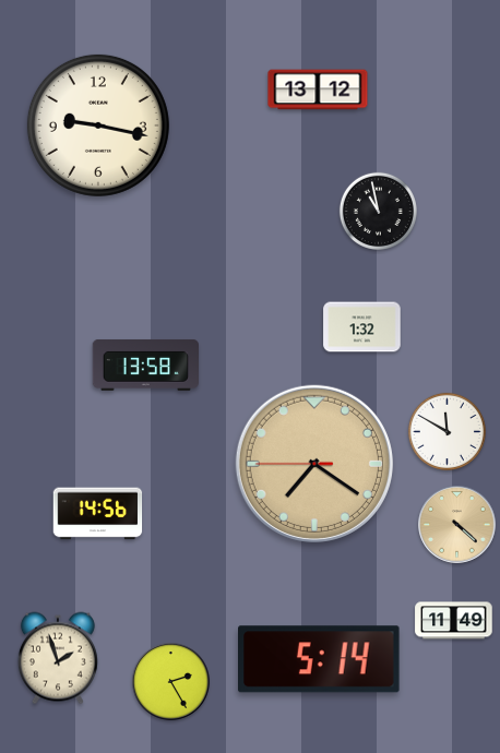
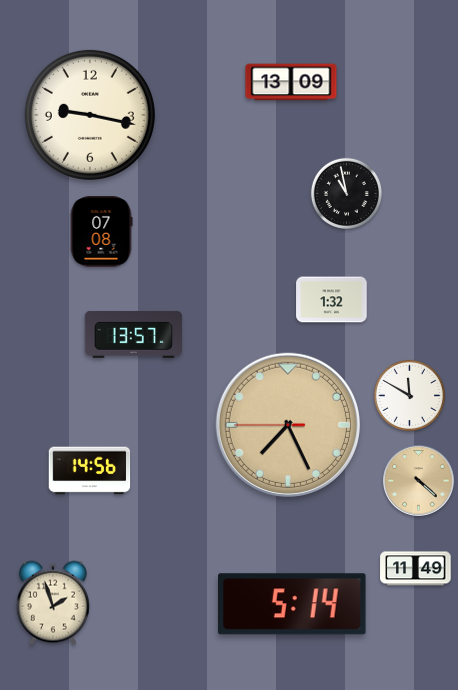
clock at (318, 89): 13:12 -> 13:09
clock at (101, 232): none -> 07:08
clock at (145, 364): 13:58 -> 13:57
clock at (314, 464): 7:20 -> 7:25
clock at (171, 682): 2:25 -> none
